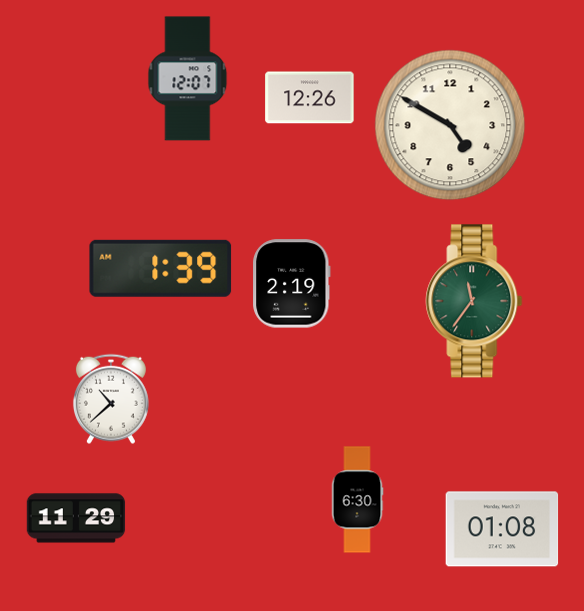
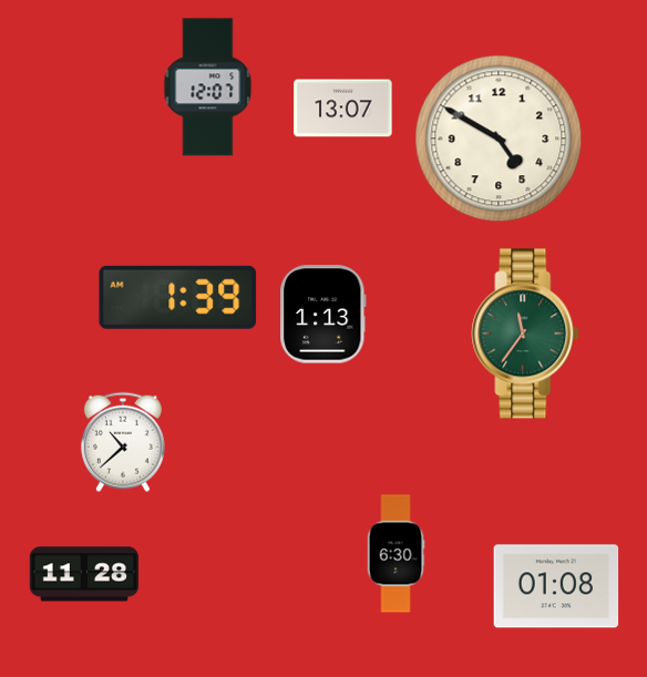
clock at (310, 98): 12:26 -> 13:07
clock at (292, 284): 2:19 -> 1:13
clock at (76, 518): 11:29 -> 11:28
